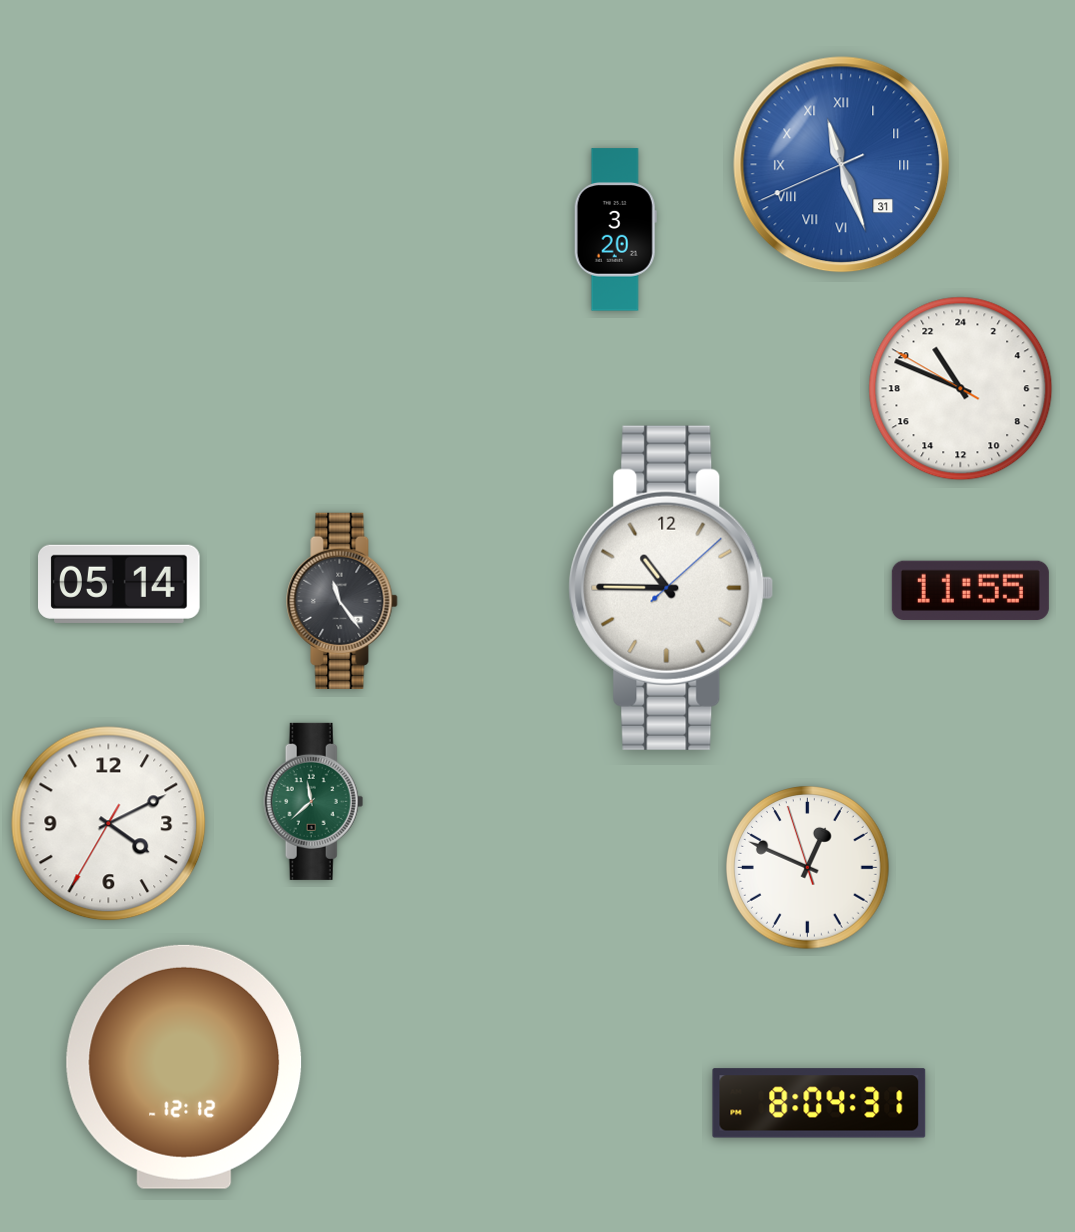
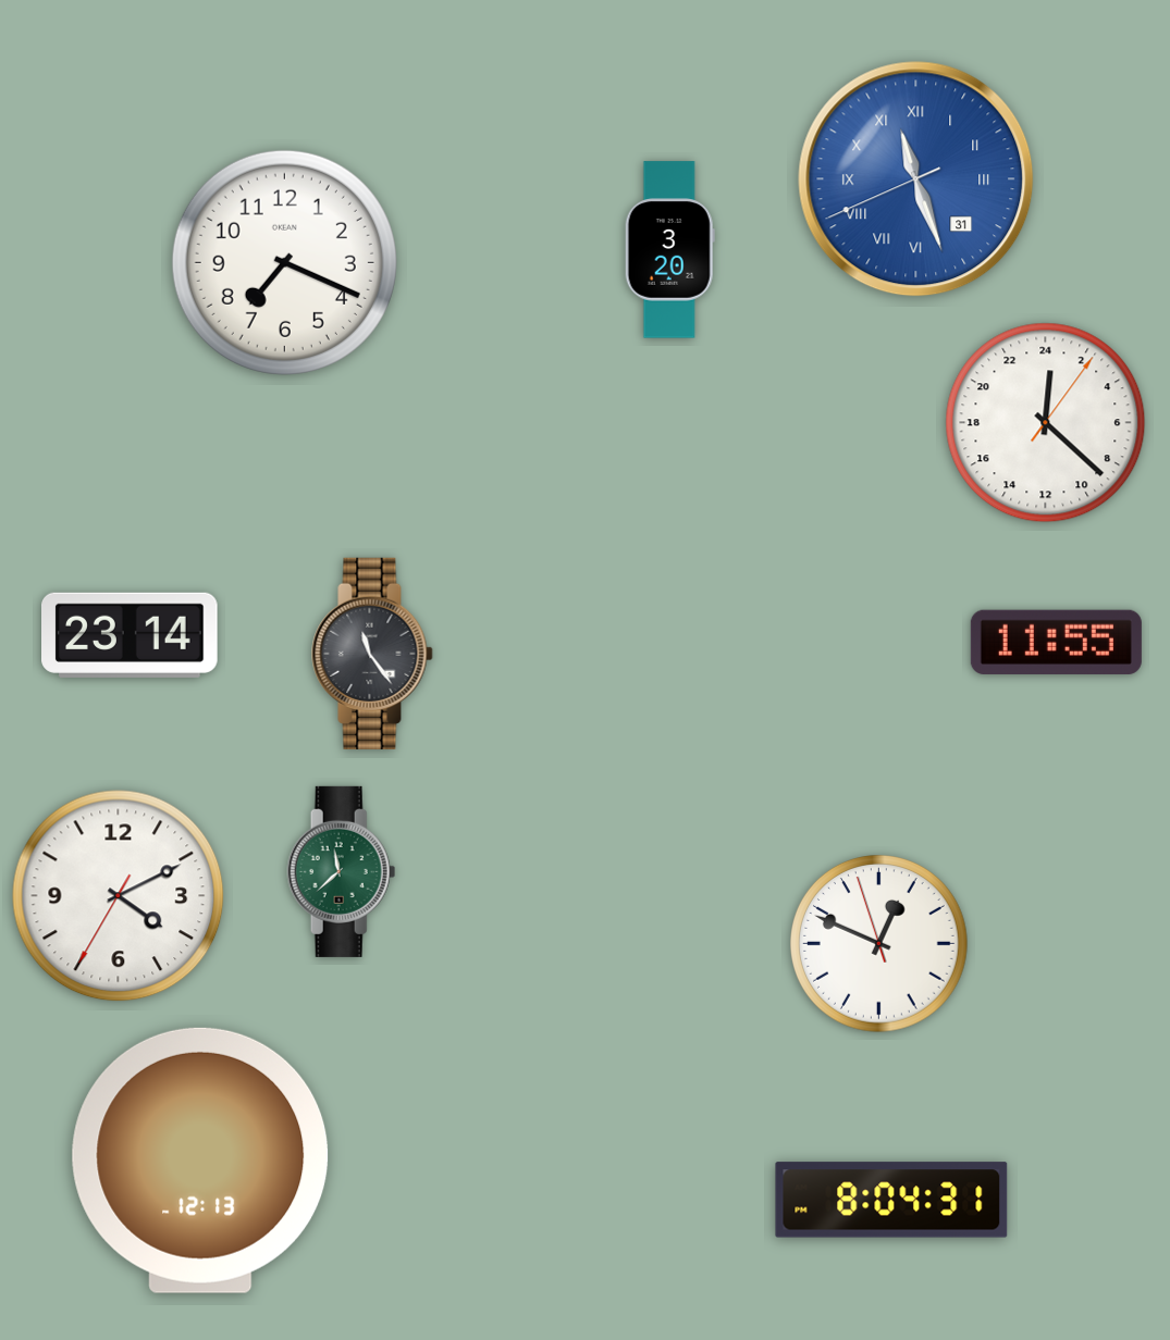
clock at (284, 262): none -> 7:19
clock at (961, 389): 21:48 -> 0:22
clock at (119, 584): 05:14 -> 23:14
clock at (671, 588): 10:45 -> none
clock at (184, 1067): 12:12 -> 12:13
